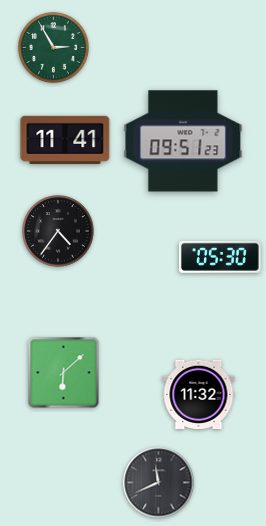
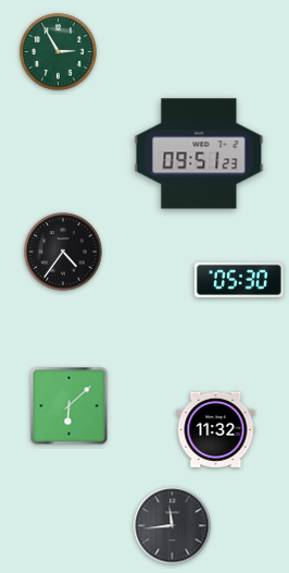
clock at (65, 140): 11:41 -> none
clock at (159, 483): 11:41 -> 11:44
